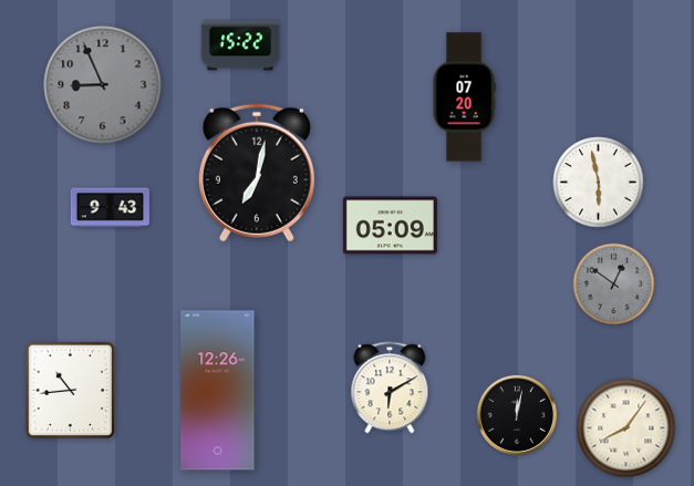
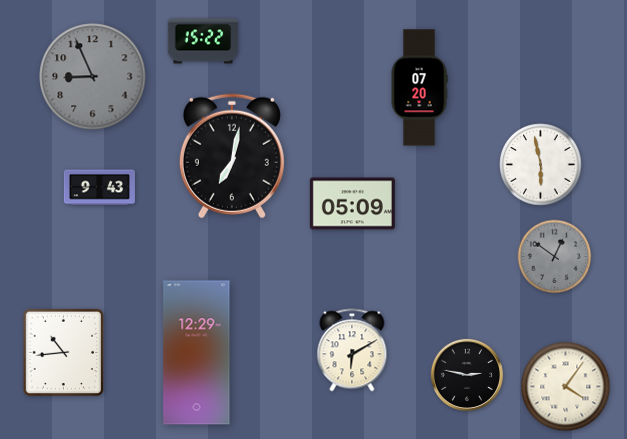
clock at (240, 45) position: (240, 45) -> (203, 41)
clock at (218, 391): 12:26 -> 12:29
clock at (517, 415): 12:02 -> 2:47
clock at (626, 428): 8:06 -> 4:06
